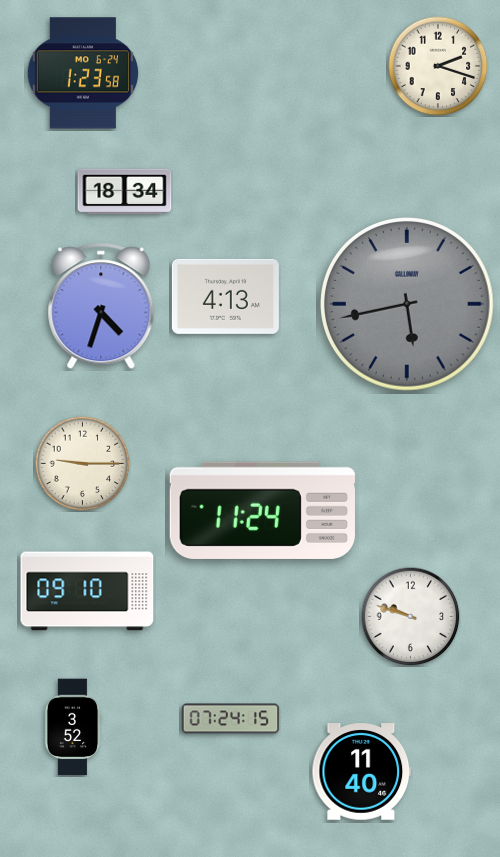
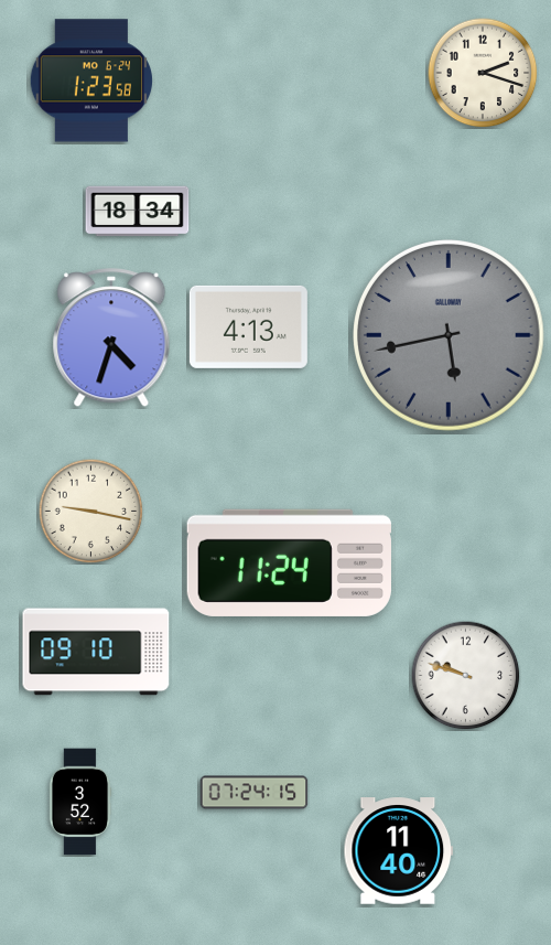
clock at (82, 463): 9:15 -> 9:17
clock at (411, 617) position: (411, 617) -> (466, 676)
